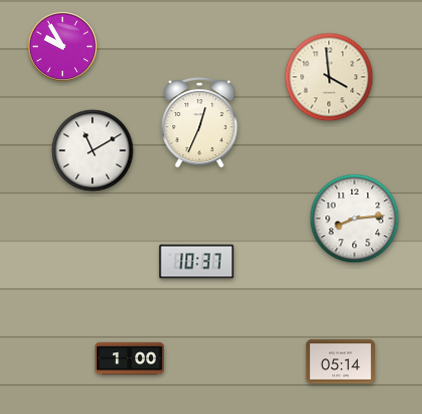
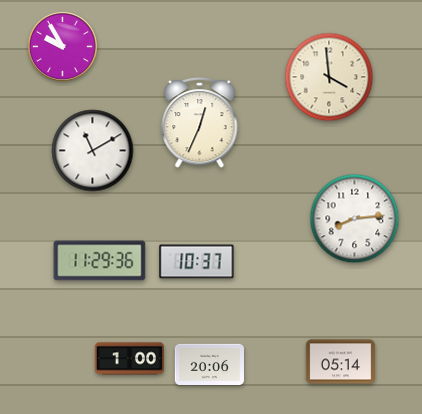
clock at (100, 261): none -> 11:29
clock at (209, 364): none -> 20:06
